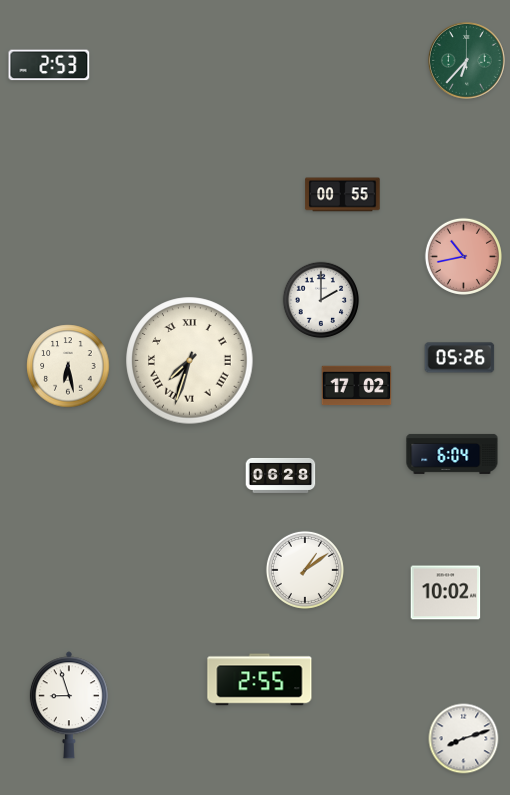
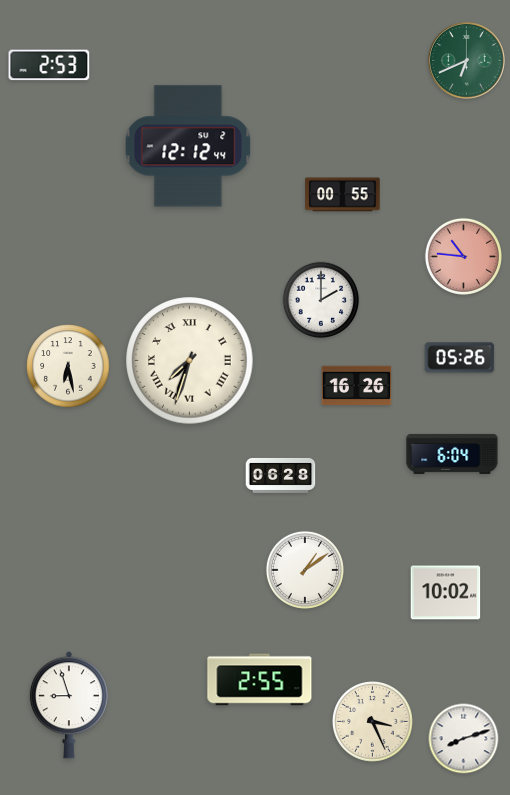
clock at (467, 61): 6:37 -> 6:41
clock at (188, 146): none -> 12:12
clock at (463, 256): 10:43 -> 10:46
clock at (357, 386): 17:02 -> 16:26
clock at (373, 722): none -> 3:26
